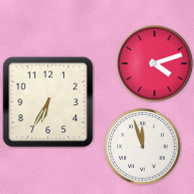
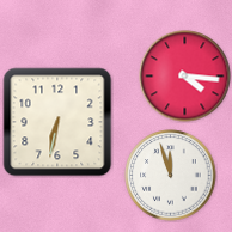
clock at (155, 64): 4:12 -> 4:16
clock at (48, 102): 6:35 -> 6:32
